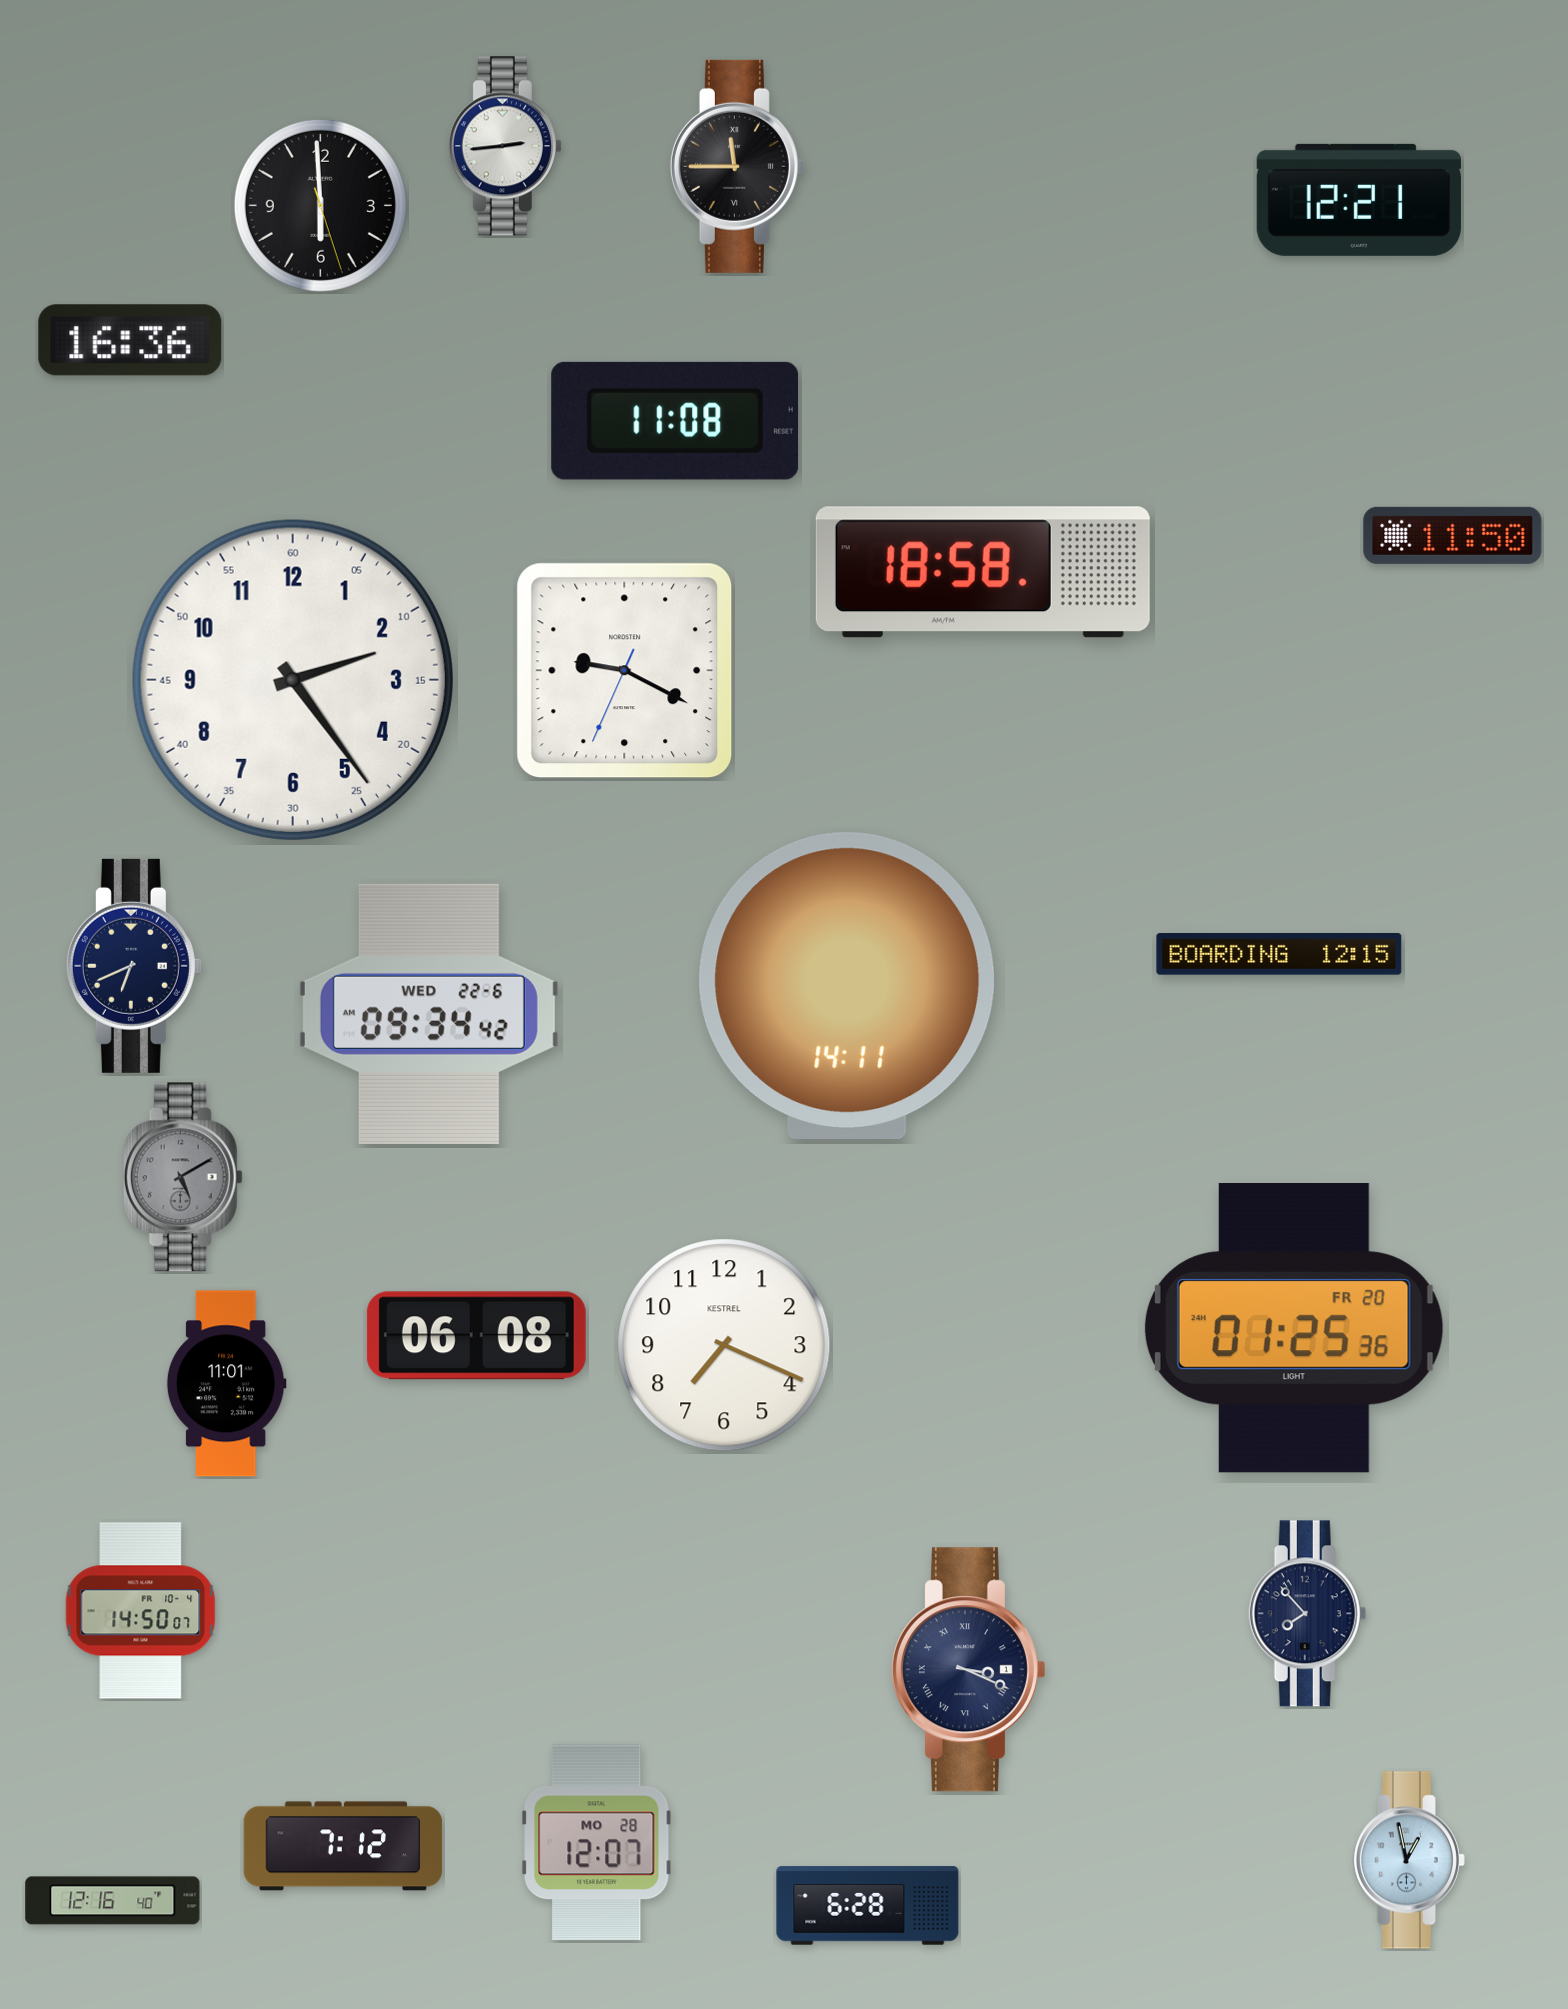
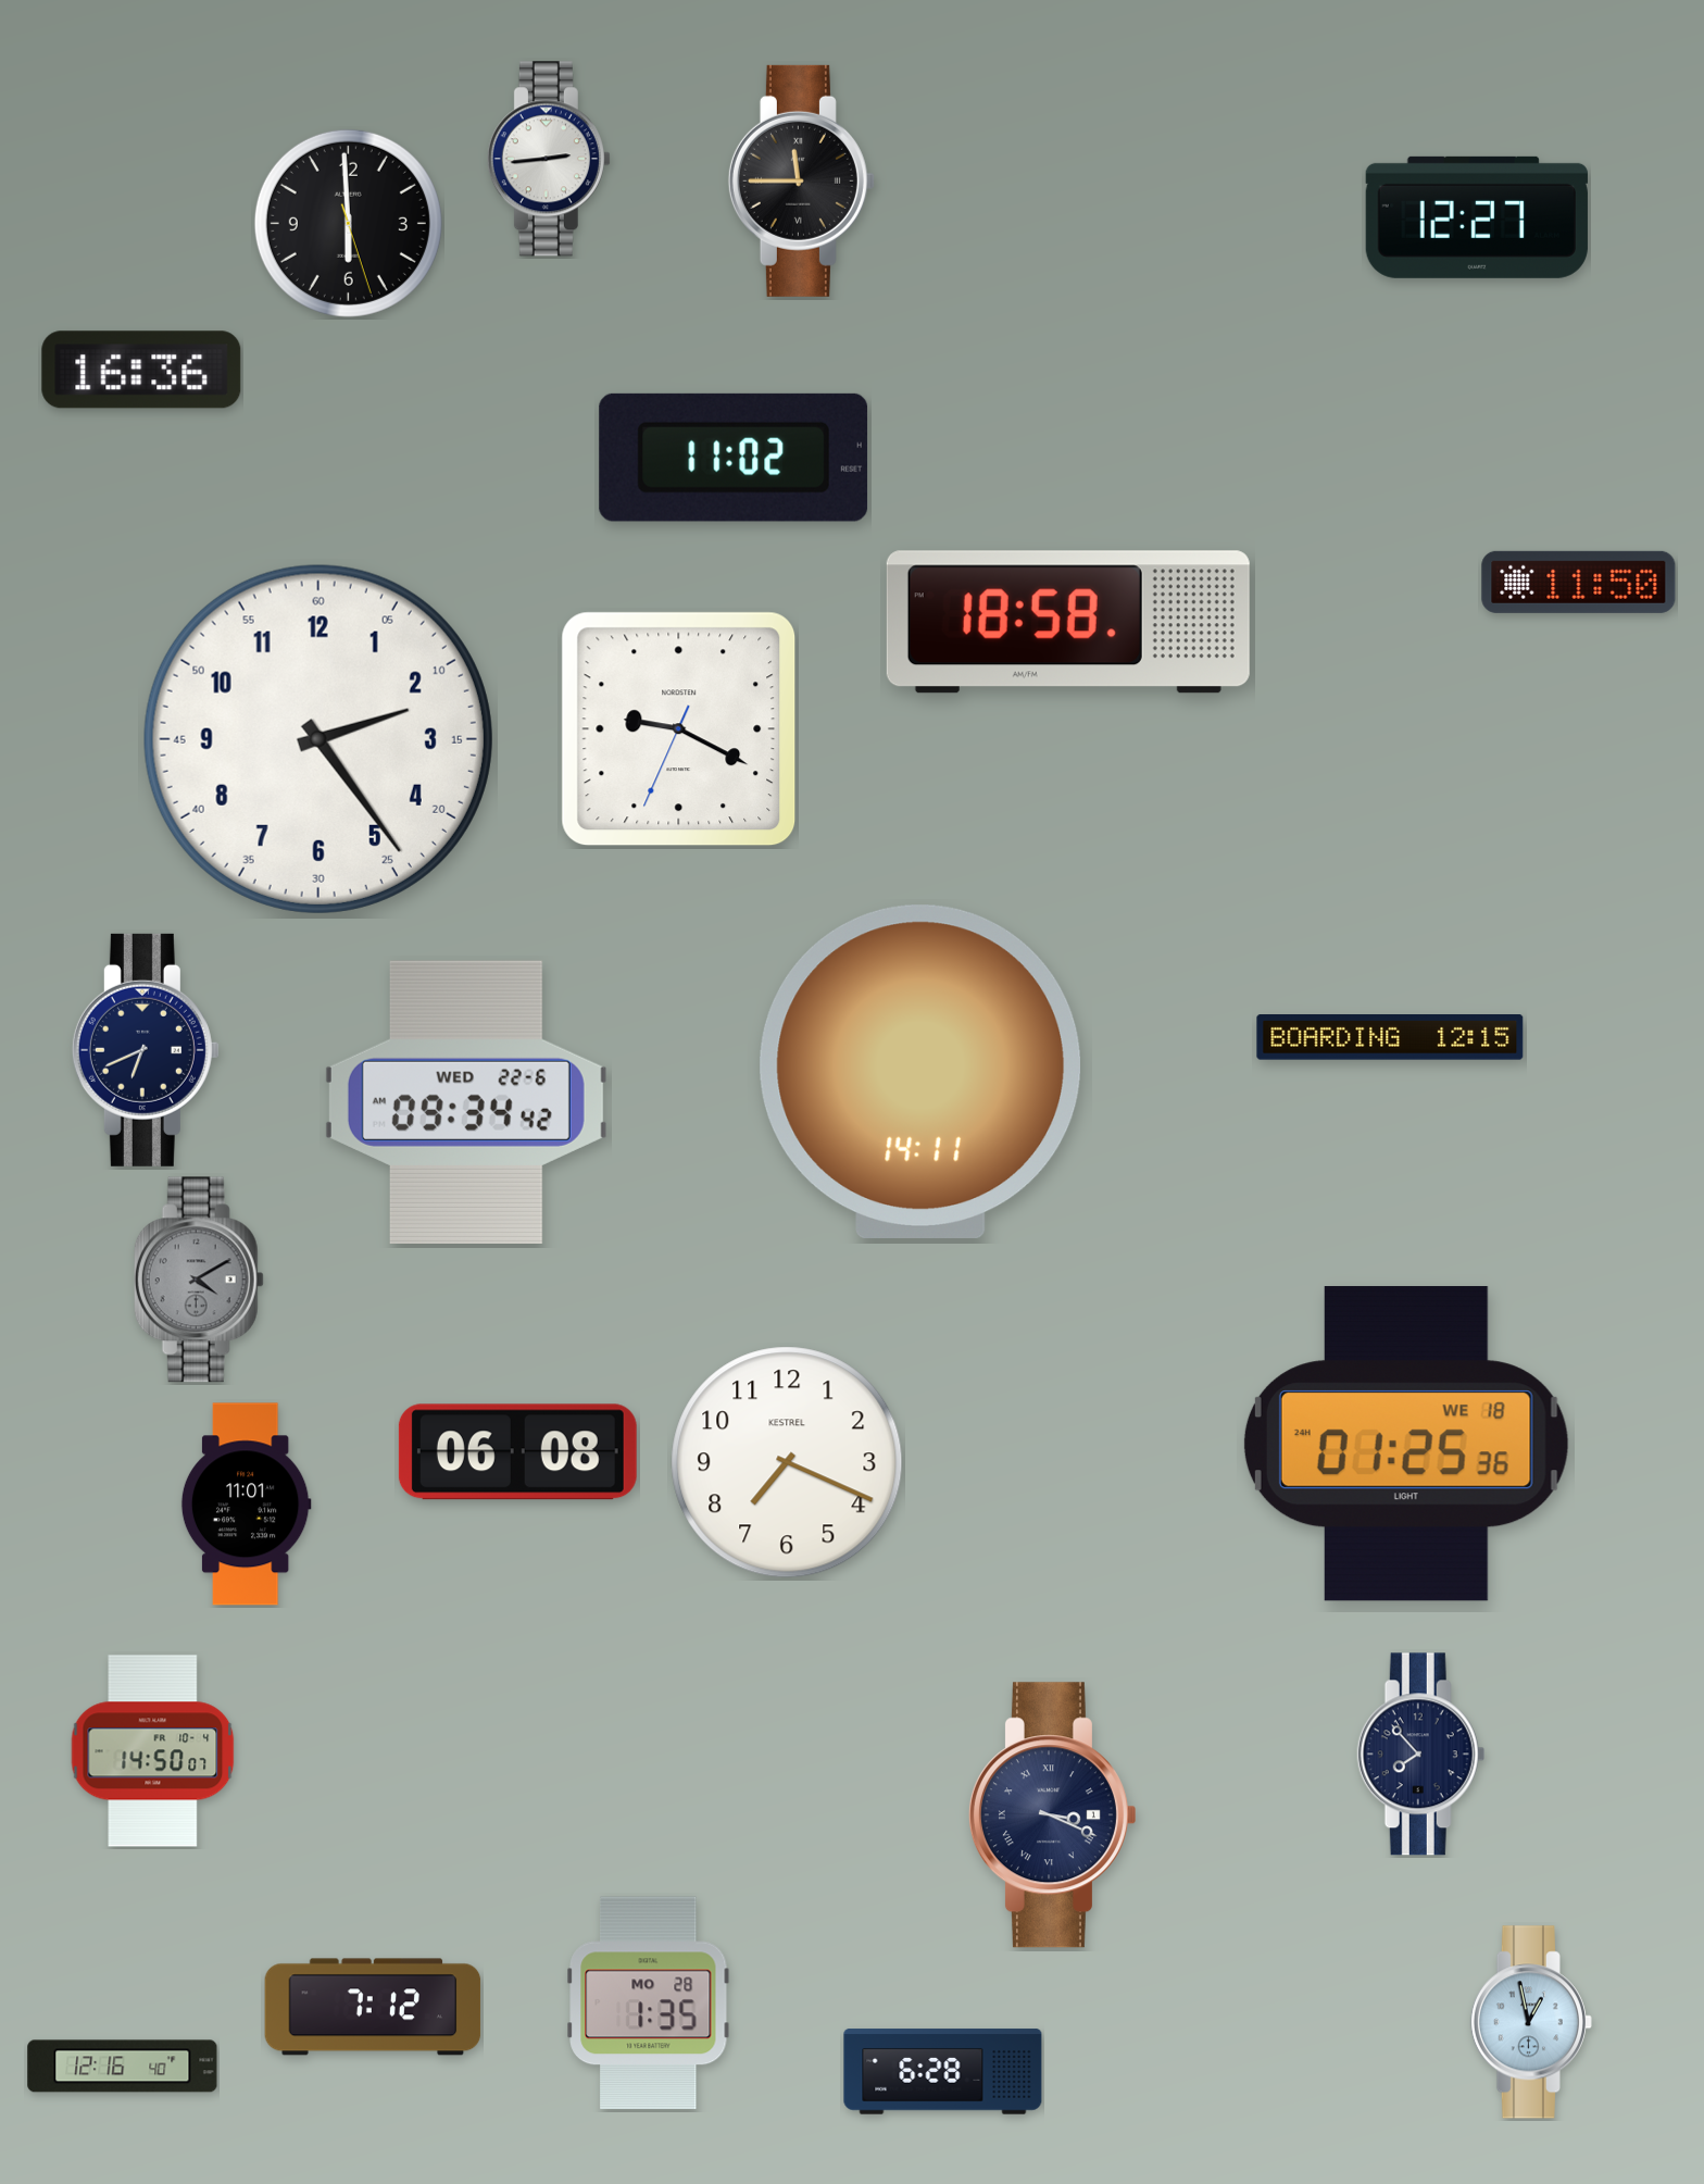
clock at (1359, 200): 12:21 -> 12:27
clock at (675, 421): 11:08 -> 11:02
clock at (183, 1177): 5:10 -> 4:10
clock at (1294, 1328) date: FR 20 -> WE 18
clock at (597, 1843): 12:07 -> 1:35
